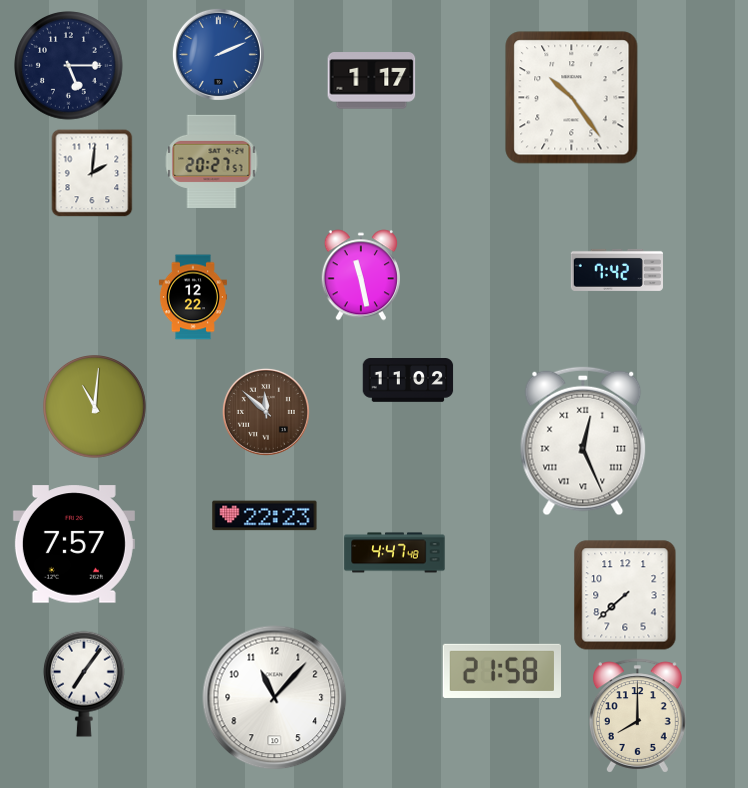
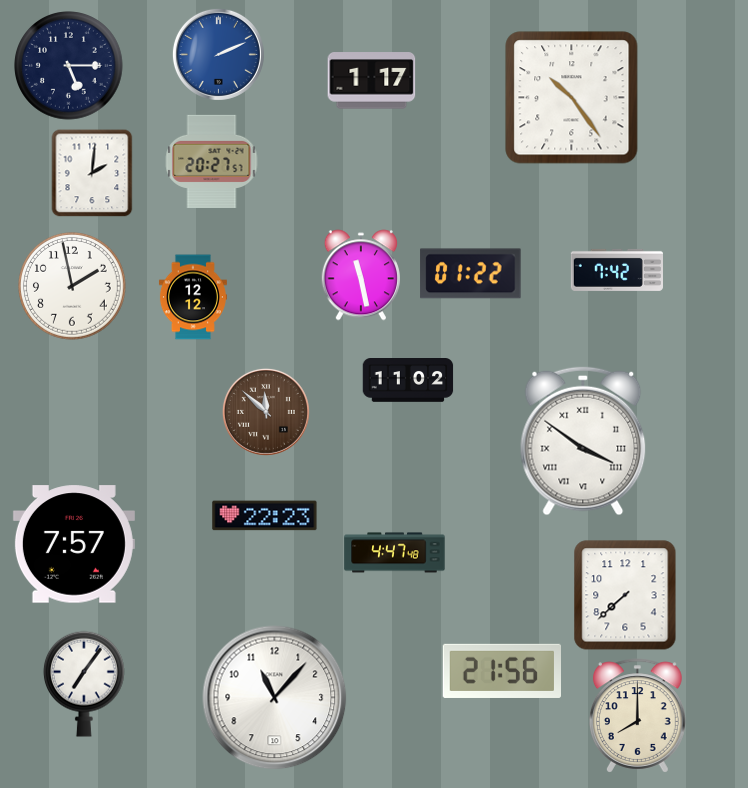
clock at (471, 274): none -> 01:22
clock at (73, 287): none -> 1:58
clock at (193, 297): 12:22 -> 12:12
clock at (95, 407): 11:01 -> none
clock at (583, 441): 12:26 -> 3:51
clock at (501, 671): 21:58 -> 21:56
